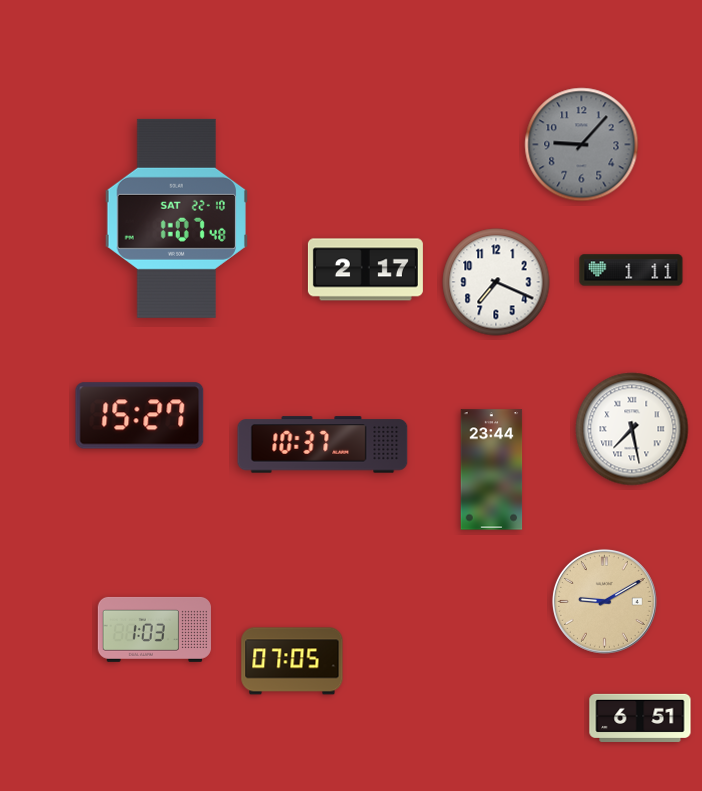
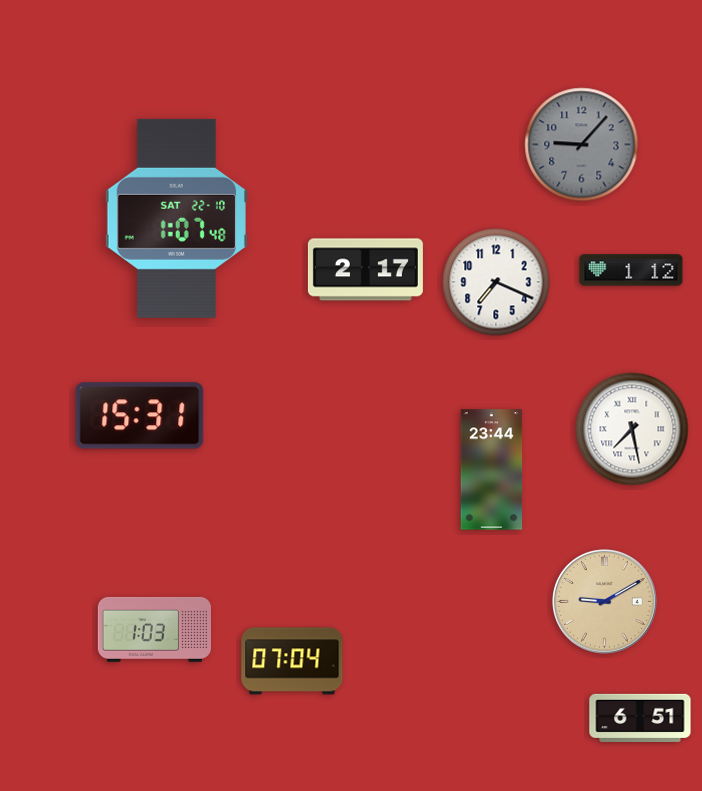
clock at (631, 270): 1:11 -> 1:12
clock at (140, 416): 15:27 -> 15:31
clock at (323, 445): 10:37 -> none
clock at (292, 661): 07:05 -> 07:04
